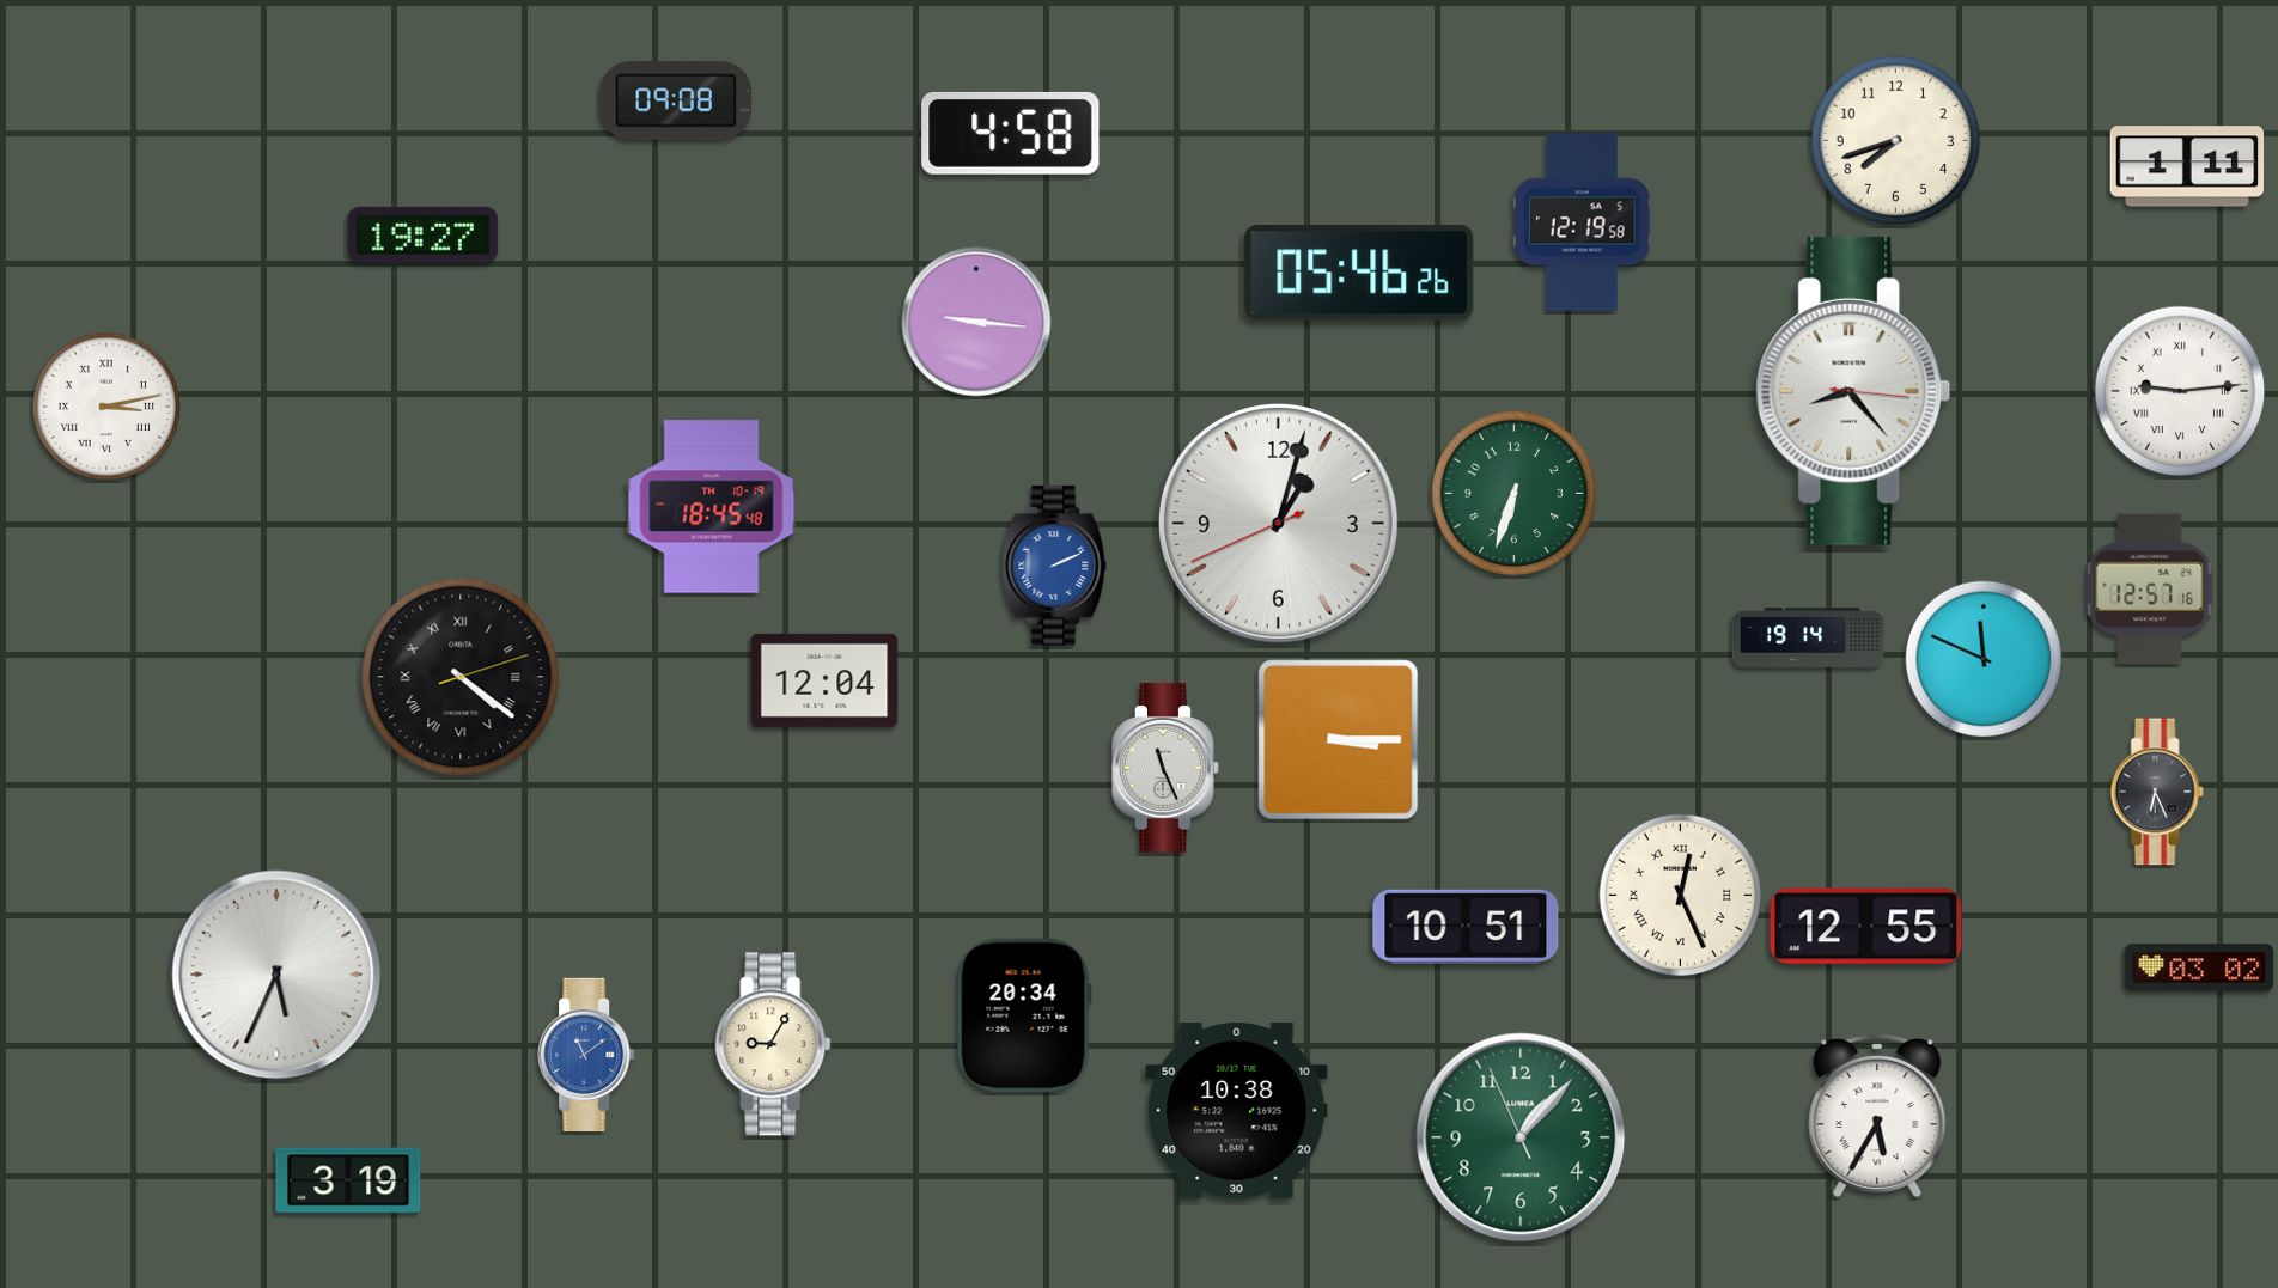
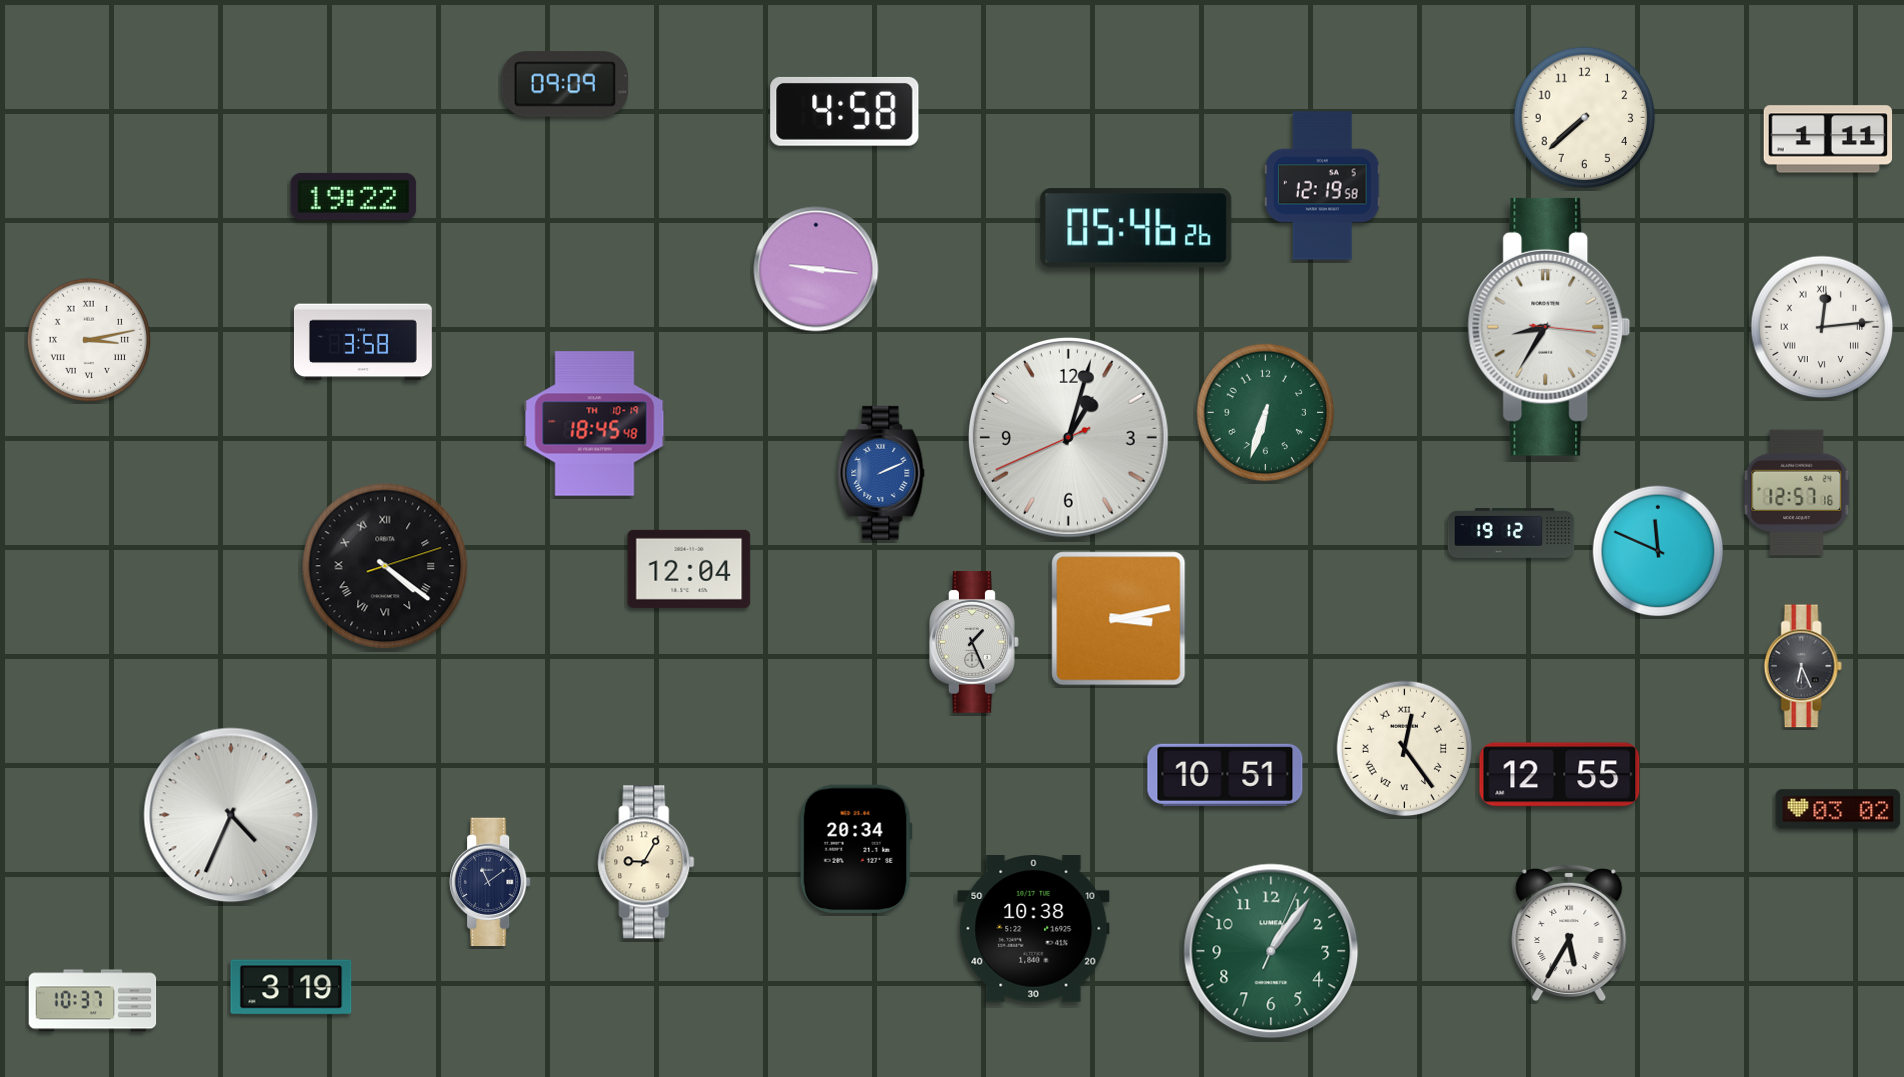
clock at (676, 100): 09:08 -> 09:09
clock at (1896, 141): 7:42 -> 7:38
clock at (424, 234): 19:27 -> 19:22
clock at (1853, 391): 8:23 -> 8:35
clock at (2180, 391): 9:14 -> 12:14
clock at (363, 342): none -> 3:58
clock at (1808, 637): 19:14 -> 19:12
clock at (1339, 740): 3:15 -> 3:13
clock at (1165, 768): 11:26 -> 1:26
clock at (2157, 792) position: (2157, 792) -> (1803, 666)
clock at (1681, 896): 12:26 -> 12:24
clock at (276, 975): 5:34 -> 4:34
clock at (773, 1044) position: (773, 1044) -> (646, 862)
clock at (586, 1055) dial: blue -> navy
clock at (1521, 1137): 1:06:56 -> 1:06:04
clock at (93, 1001): none -> 10:37
